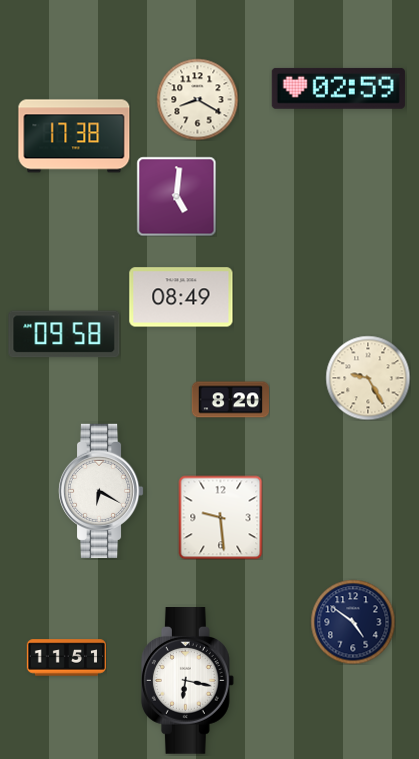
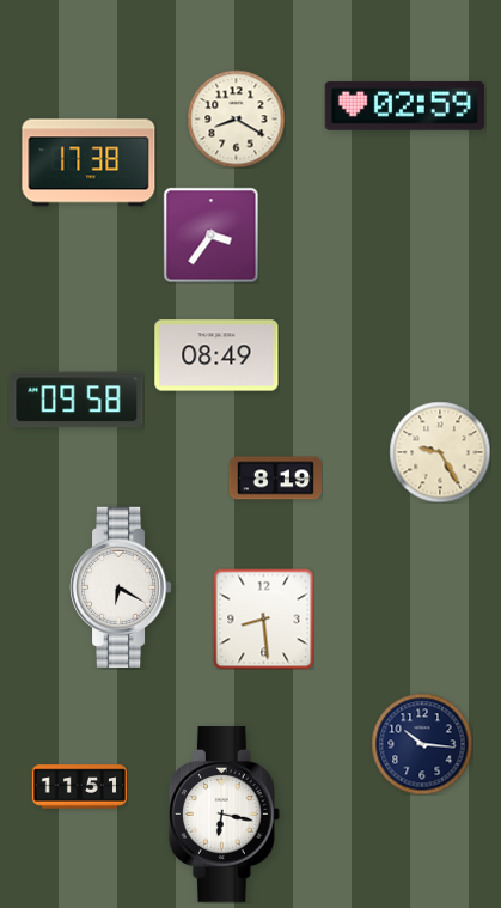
clock at (176, 196): 5:01 -> 3:36
clock at (230, 400): 8:20 -> 8:19
clock at (220, 517): 9:29 -> 8:29
clock at (353, 622): 4:51 -> 10:16
